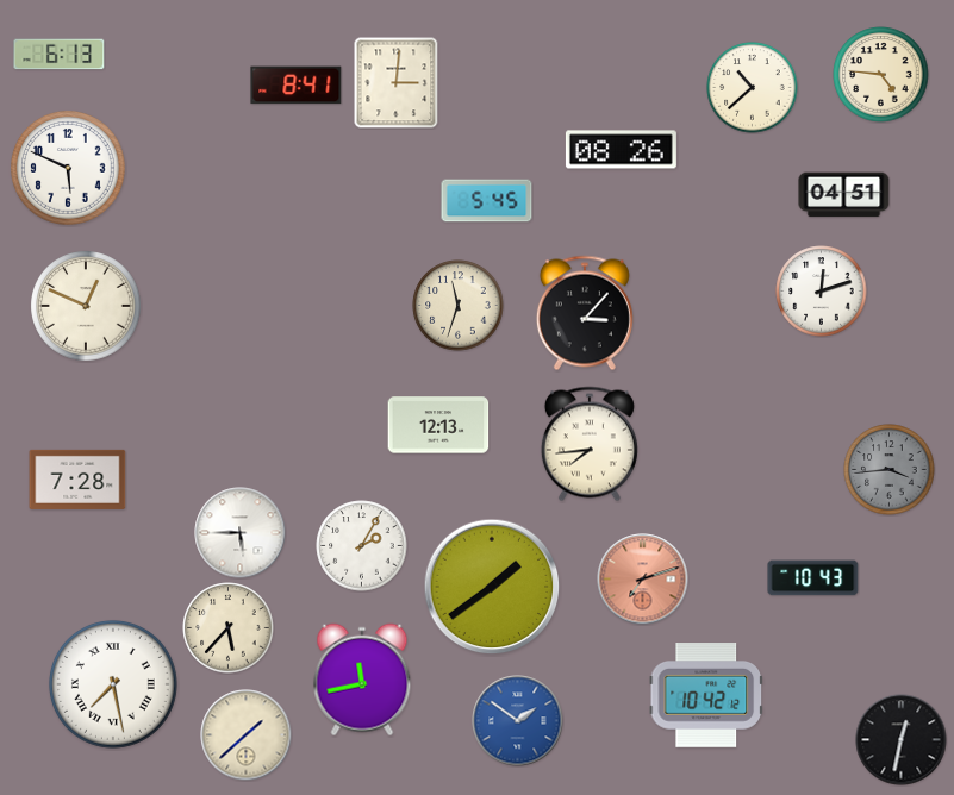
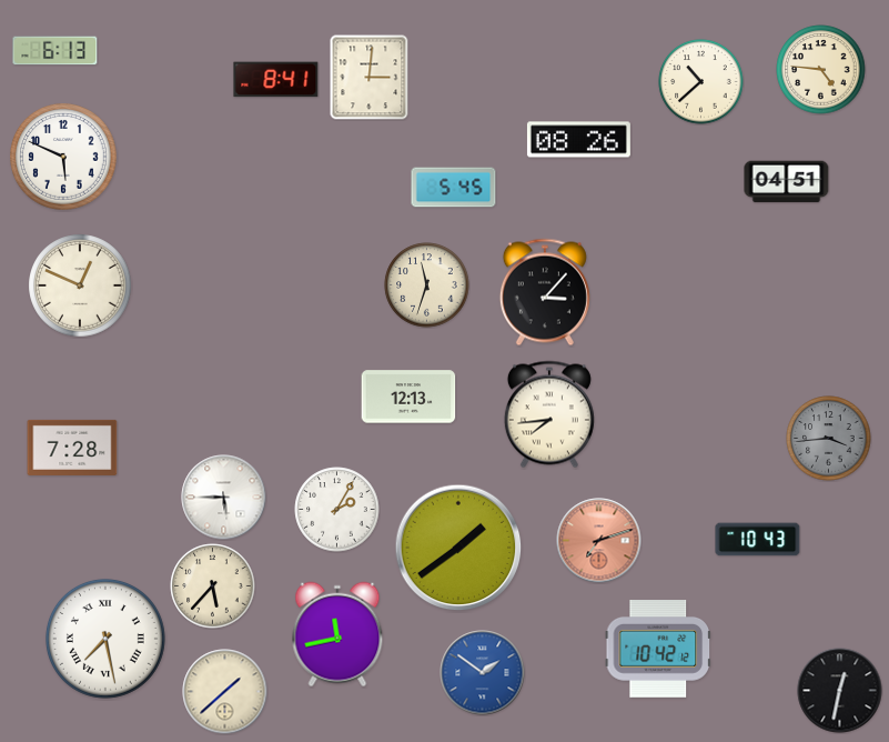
clock at (822, 292): 12:12 -> none
clock at (247, 735) position: (247, 735) -> (225, 692)
